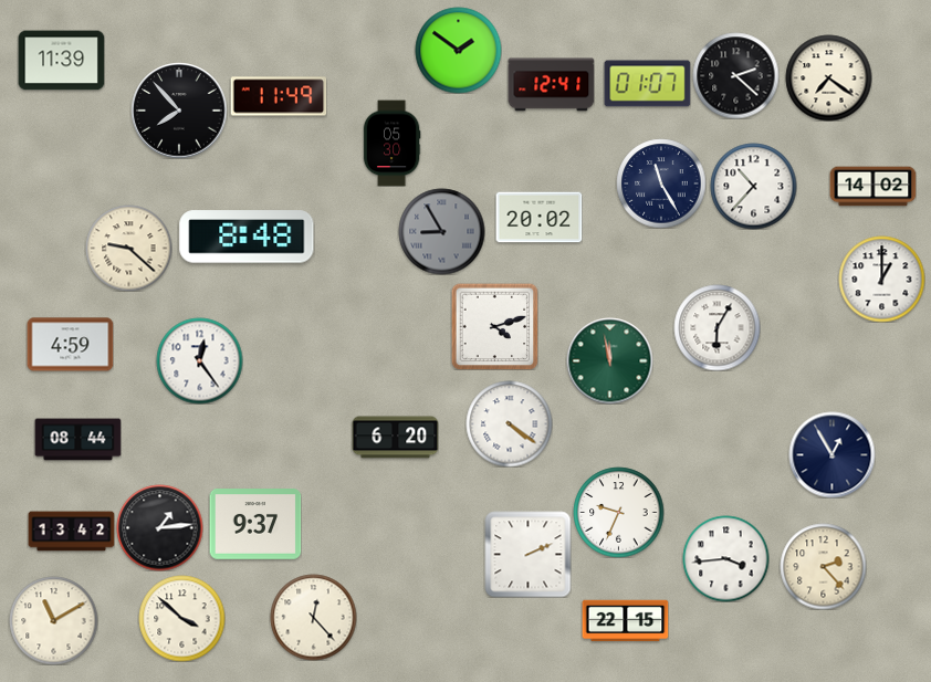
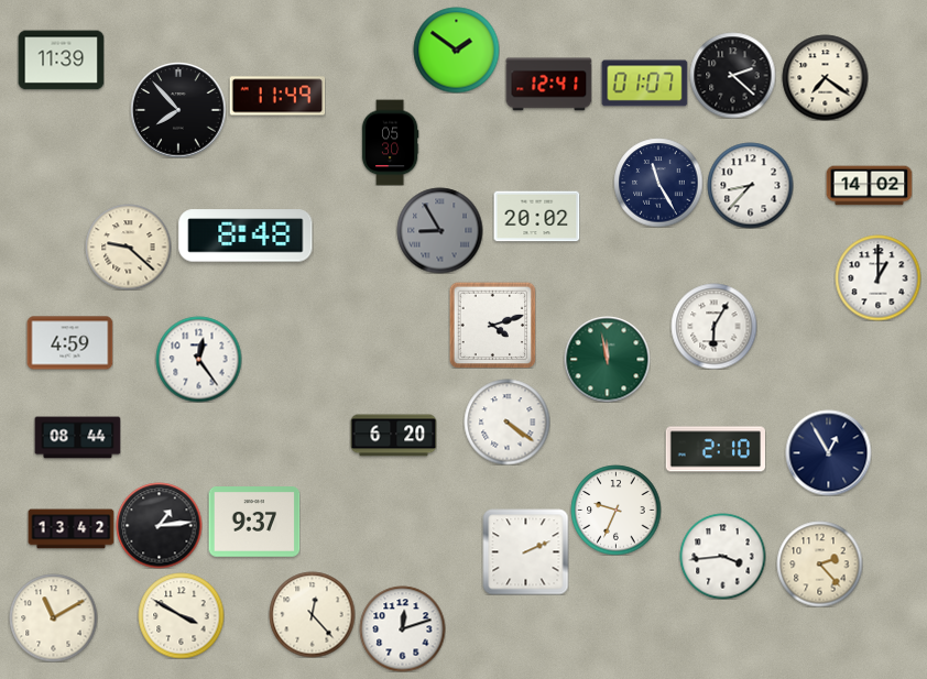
clock at (753, 186): 10:37 -> 8:37
clock at (715, 449): none -> 2:10
clock at (181, 618): 3:52 -> 3:50
clock at (625, 621): 22:15 -> none
clock at (402, 628): none -> 12:12
